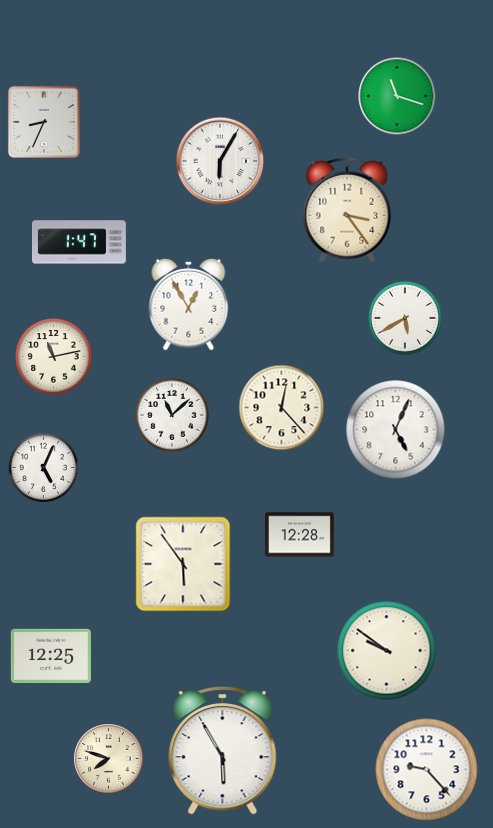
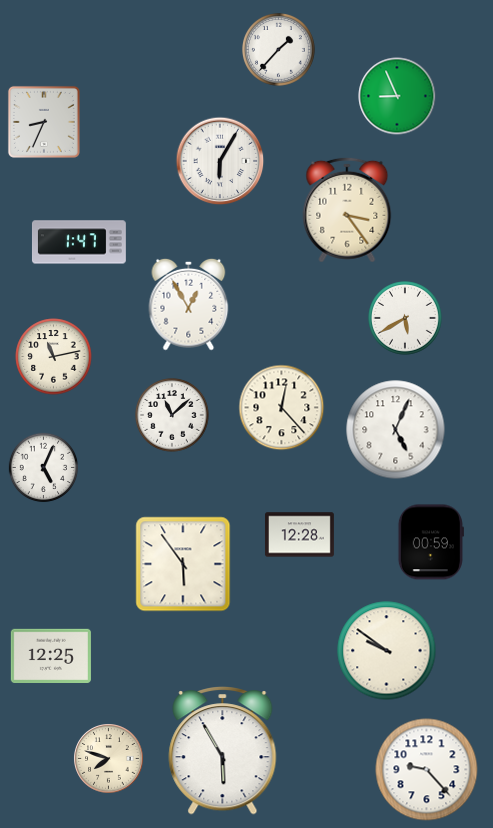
clock at (279, 50): none -> 1:37
clock at (397, 96): 11:18 -> 8:56
clock at (431, 542): none -> 00:59
